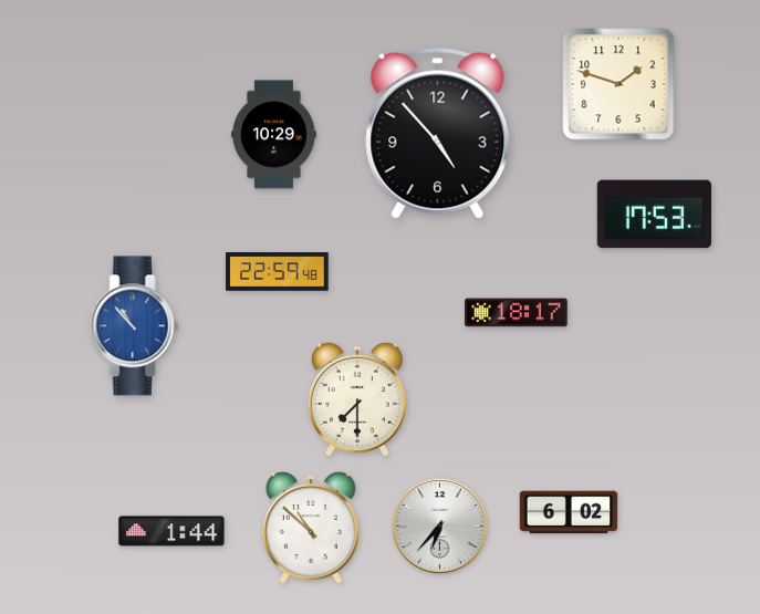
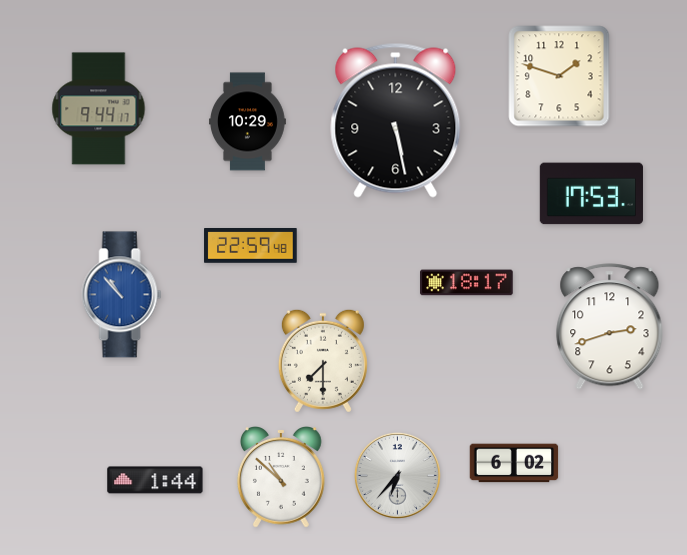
clock at (99, 109): none -> 9:44
clock at (438, 133): 4:53 -> 5:28
clock at (610, 327): none -> 2:42
